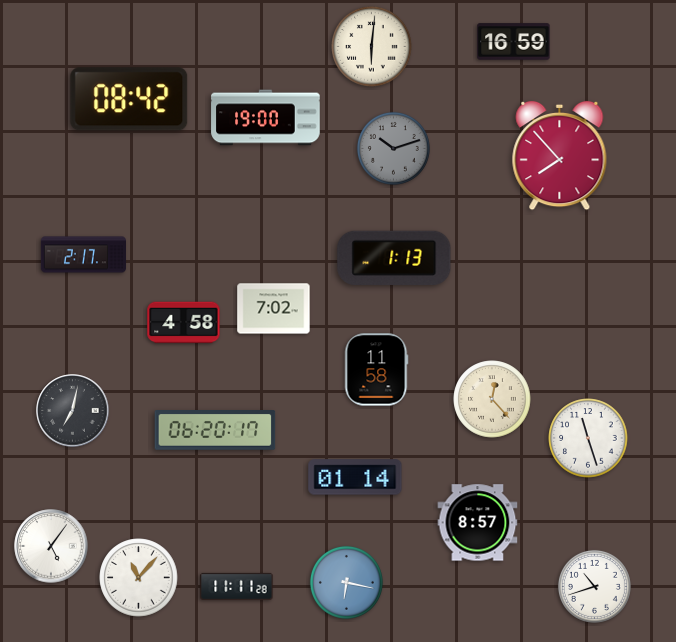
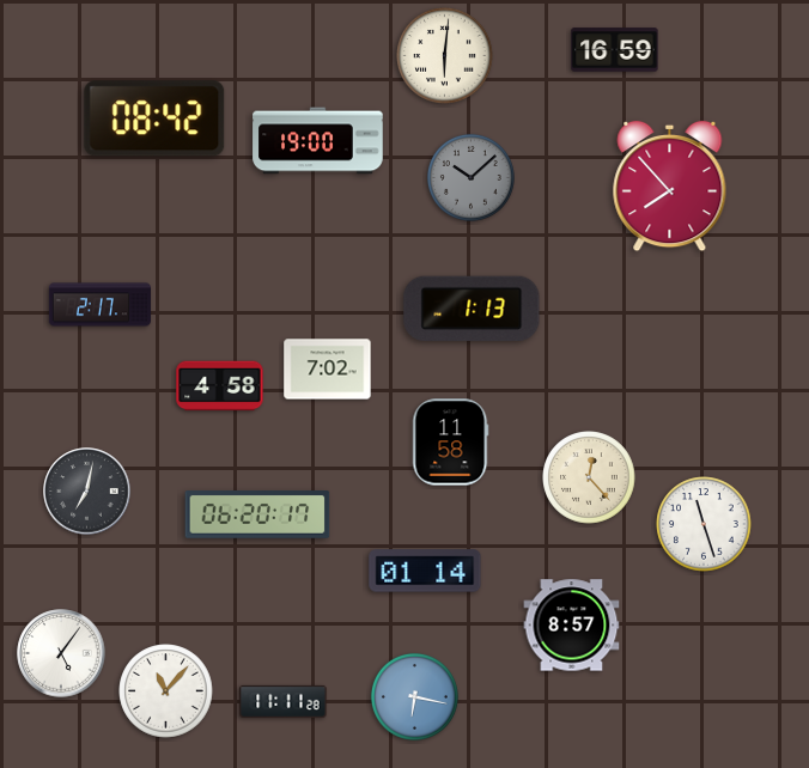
clock at (393, 148): 10:12 -> 10:08
clock at (594, 586): 10:42 -> none
